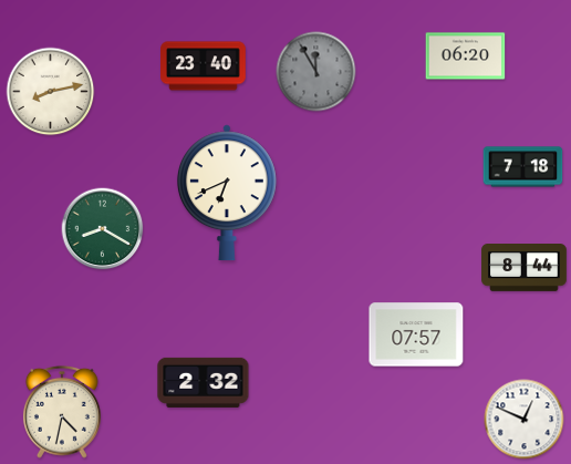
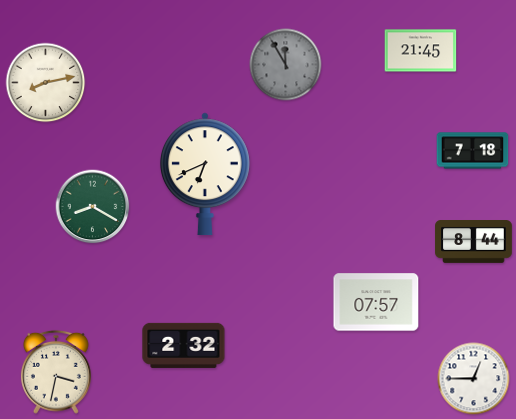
clock at (466, 56): 06:20 -> 21:45
clock at (204, 66): 23:40 -> none
clock at (62, 412): 4:32 -> 3:32
clock at (525, 420): 12:49 -> 12:45
